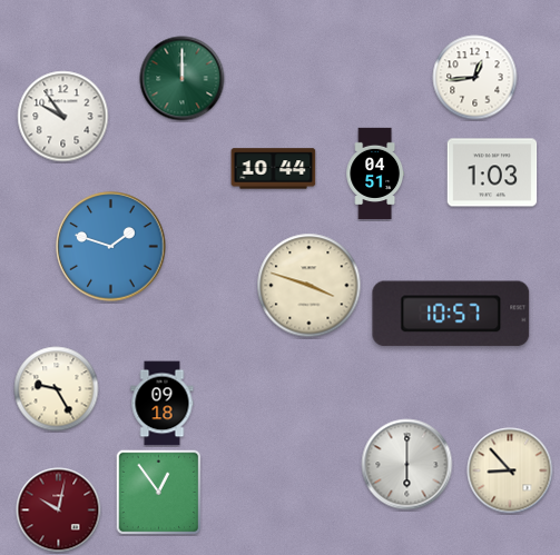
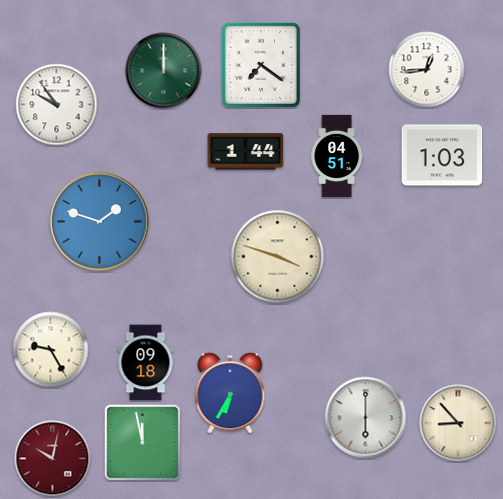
clock at (261, 65): none -> 7:21
clock at (274, 169): 10:44 -> 1:44
clock at (451, 314): 10:57 -> none
clock at (230, 393): none -> 6:35
clock at (158, 492): 12:54 -> 11:58
